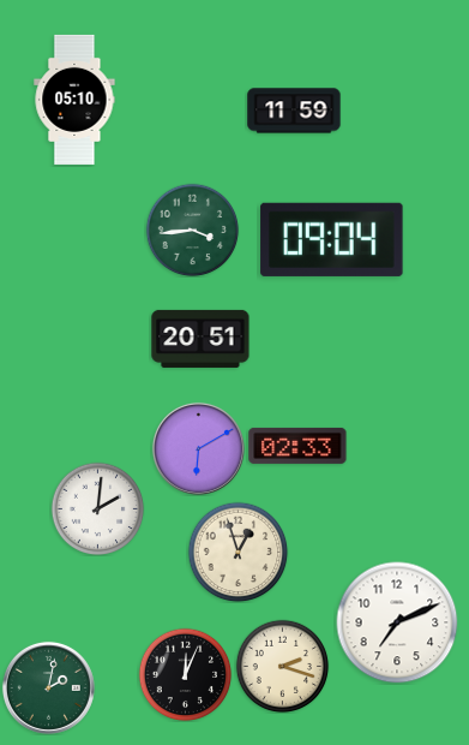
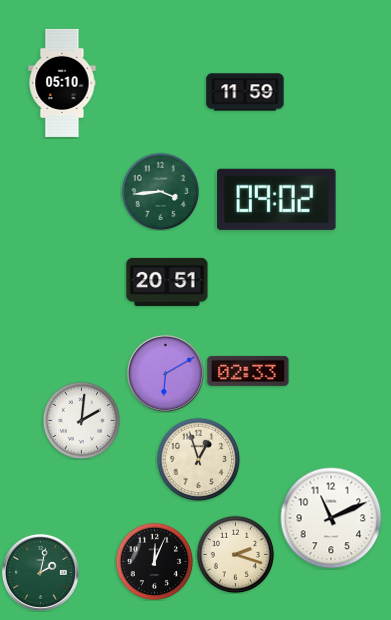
clock at (332, 239): 09:04 -> 09:02
clock at (97, 508) position: (97, 508) -> (81, 420)
clock at (397, 622): 7:11 -> 11:11
